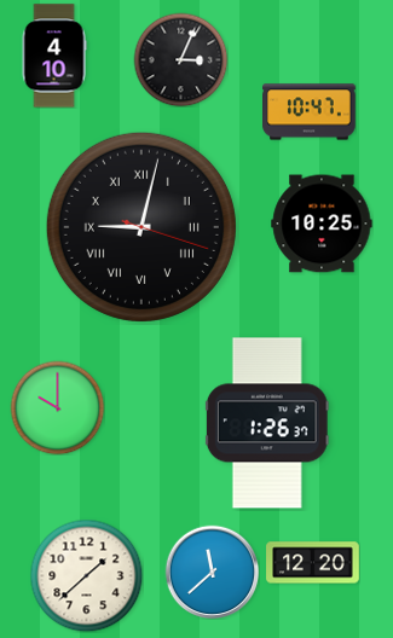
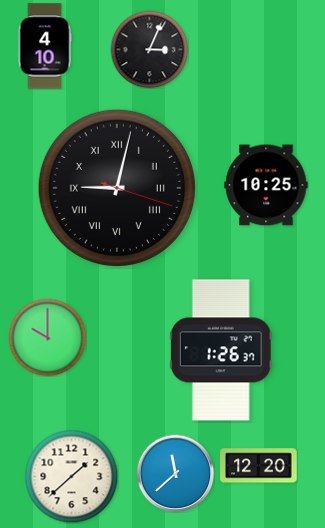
clock at (310, 112): 10:47 -> none
